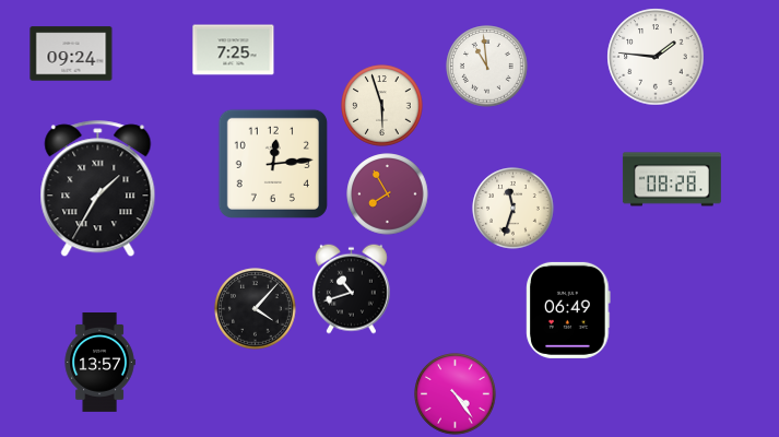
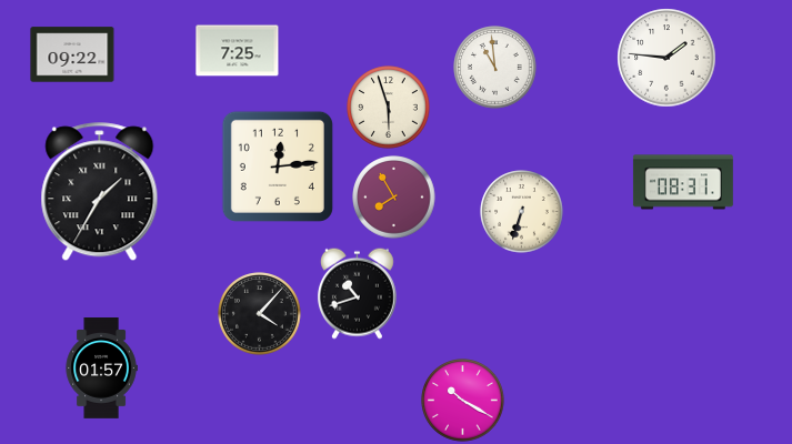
clock at (71, 54): 09:24 -> 09:22
clock at (672, 179): 08:28 -> 08:31
clock at (514, 209): 11:33 -> 6:33
clock at (568, 310): 06:49 -> none
clock at (99, 363): 13:57 -> 01:57
clock at (456, 394): 4:24 -> 10:20
